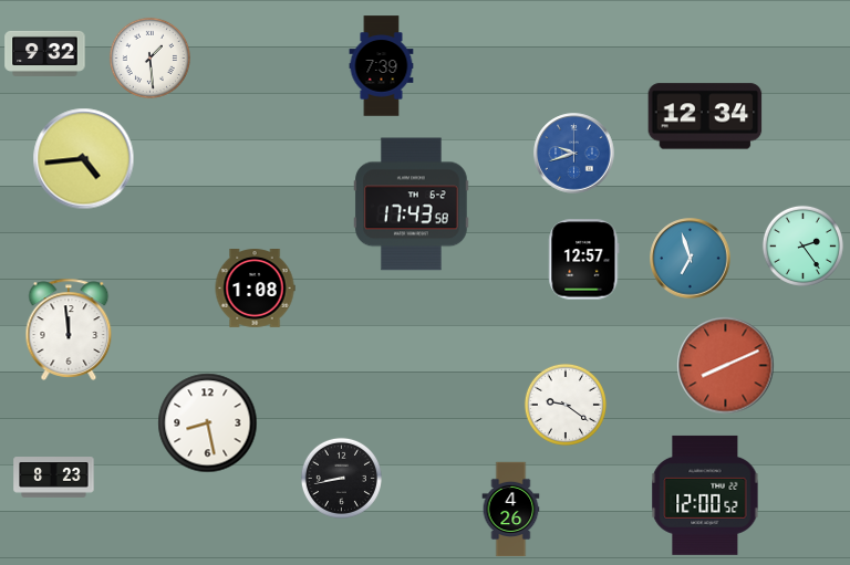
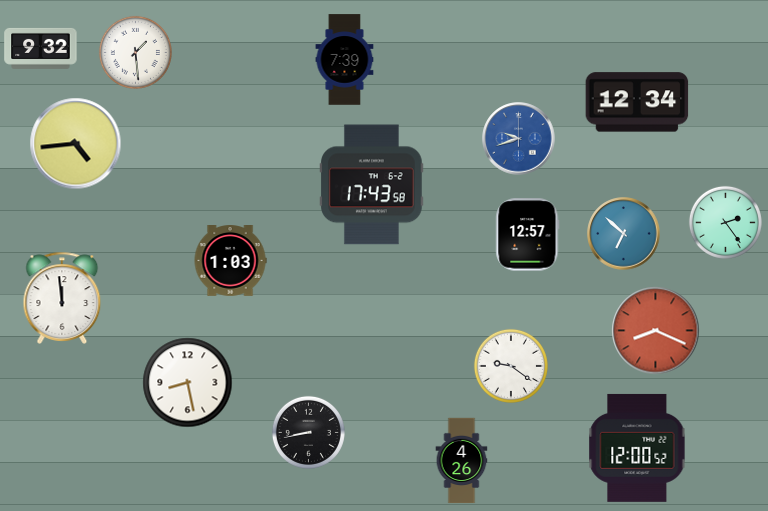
clock at (705, 116) position: (705, 116) -> (637, 102)
clock at (691, 259): 6:57 -> 6:52
clock at (255, 289): 1:08 -> 1:03
clock at (726, 366): 8:11 -> 8:19
clock at (54, 478): 8:23 -> none
